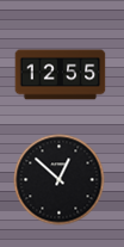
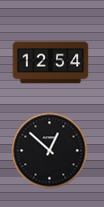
clock at (61, 75): 12:55 -> 12:54
